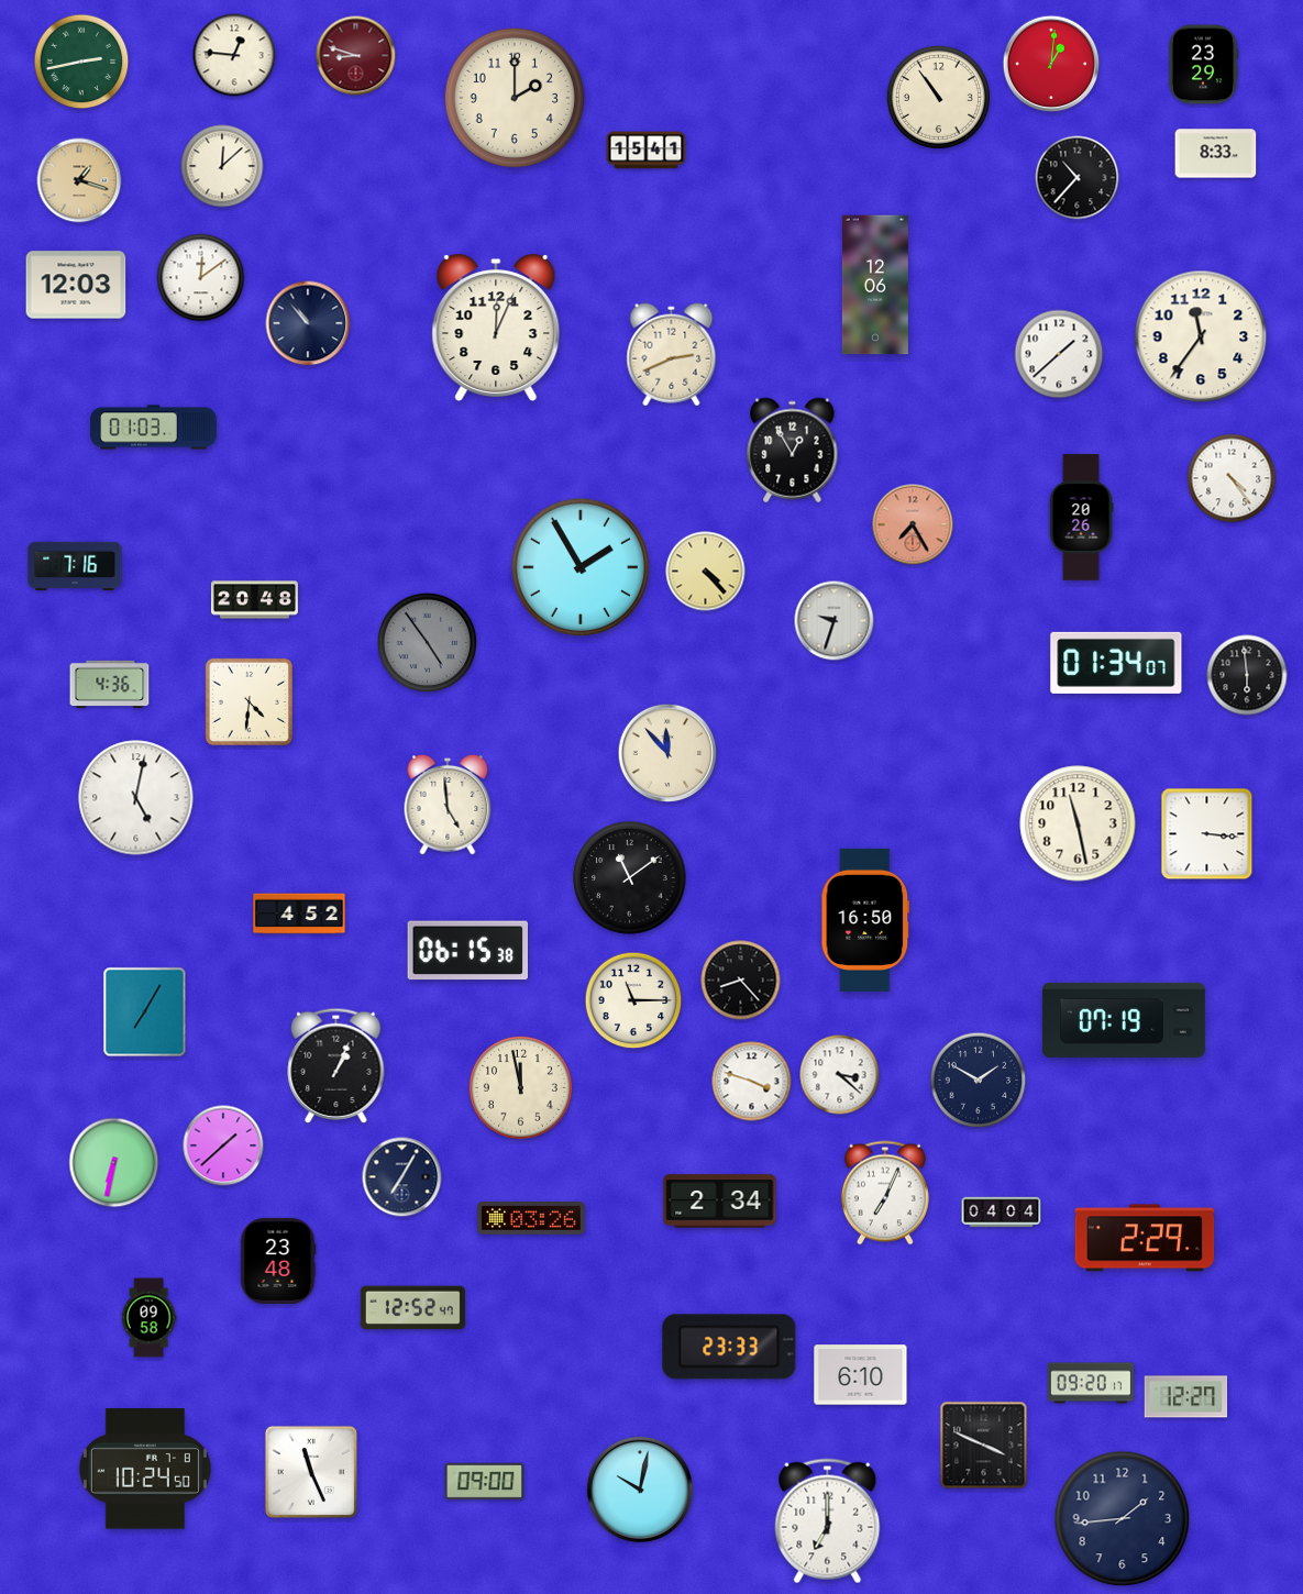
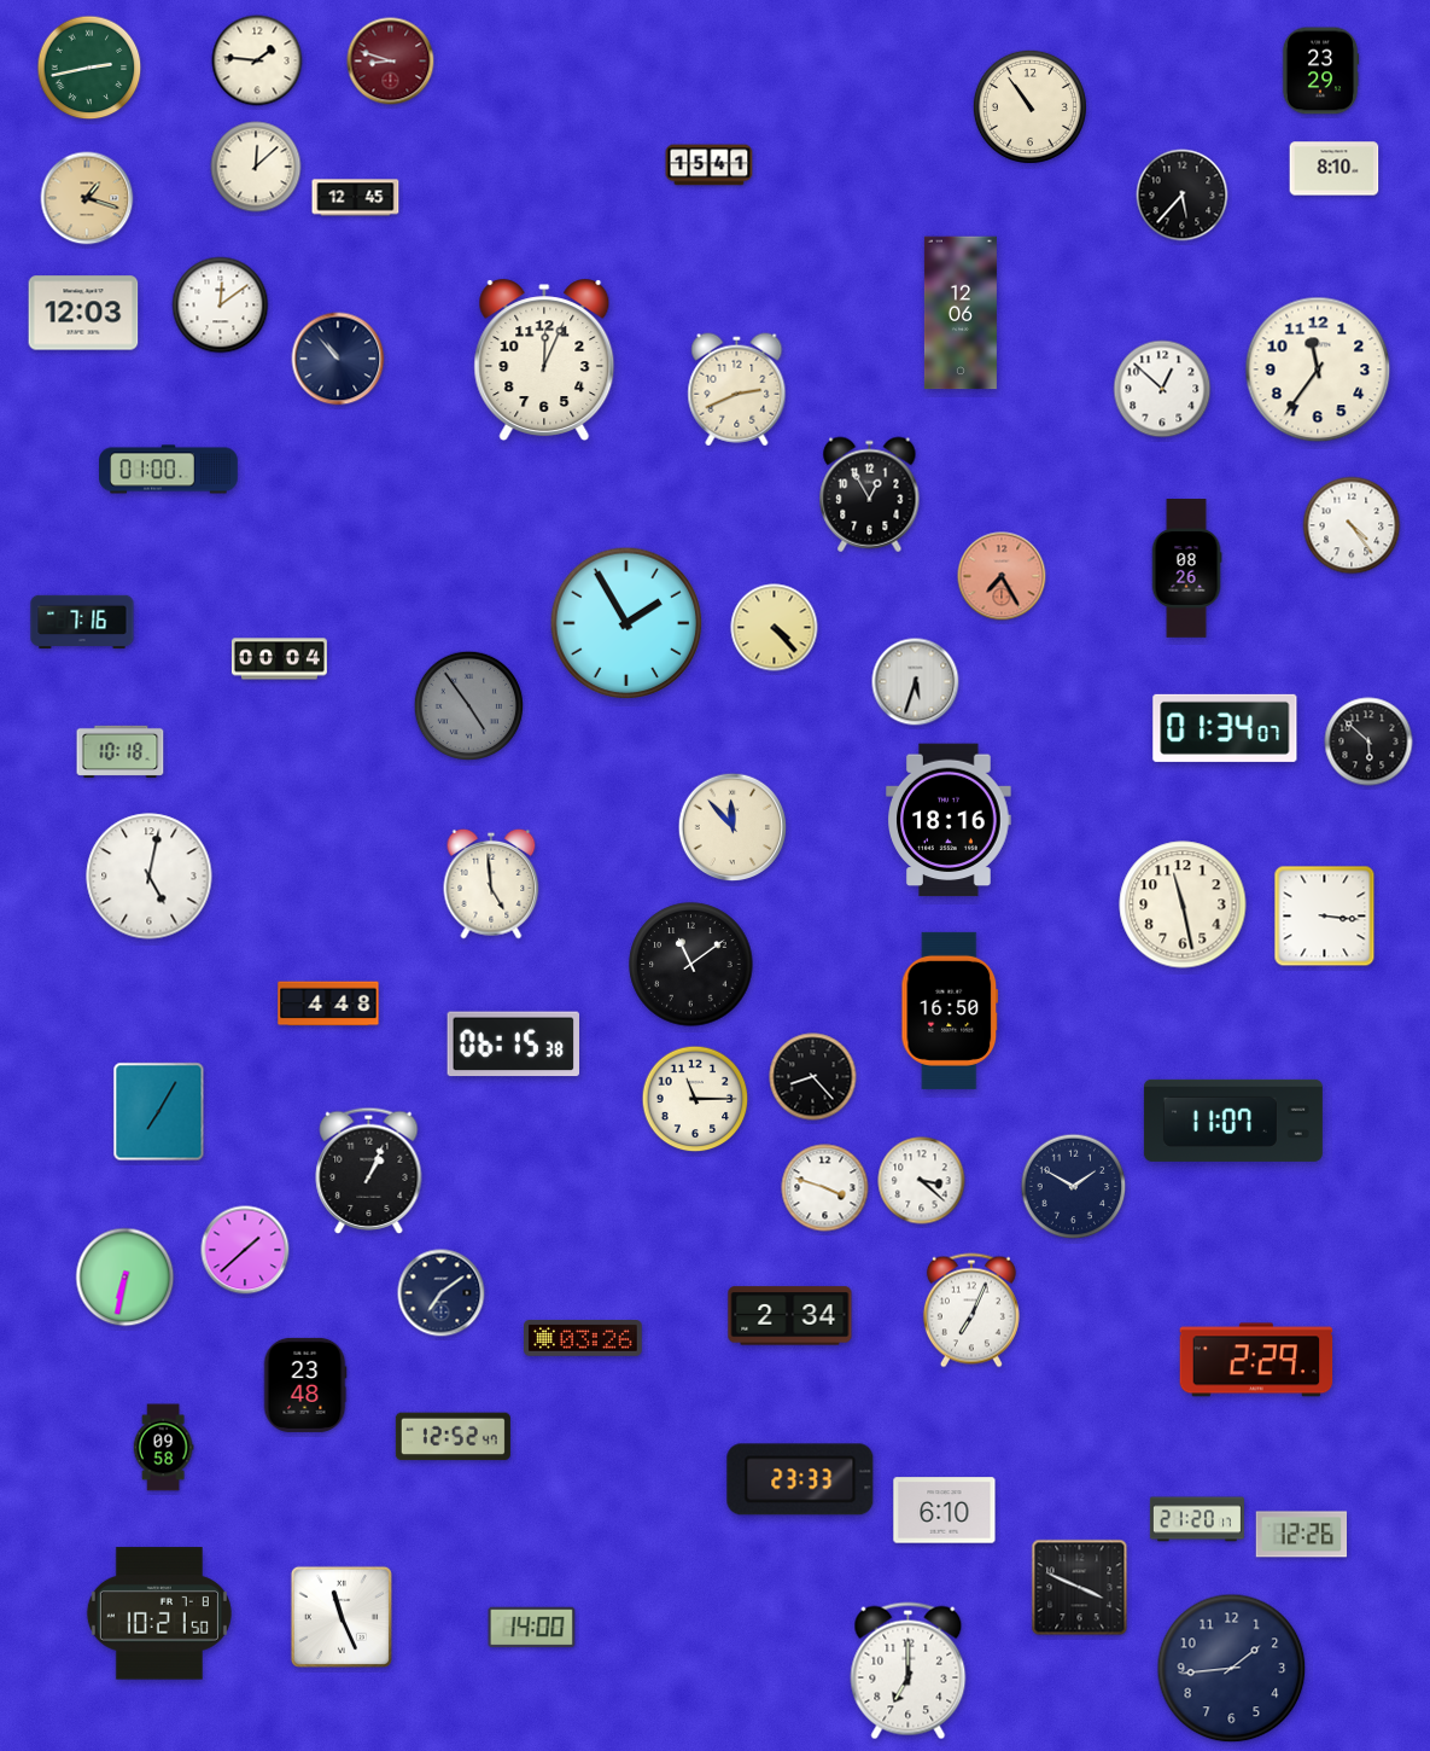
clock at (234, 55): 12:46 -> 1:46
clock at (1051, 64): 1:01 -> none
clock at (514, 97): 2:00 -> none
clock at (1216, 154): 8:33 -> 8:10
clock at (222, 166) position: (222, 166) -> (256, 167)
clock at (1078, 178): 10:37 -> 5:37
clock at (356, 198): none -> 12:45
clock at (308, 323) position: (308, 323) -> (338, 359)
clock at (1059, 354): 1:38 -> 12:52
clock at (154, 428): 01:03 -> 01:00
clock at (1081, 518): 20:26 -> 08:26
clock at (581, 567) position: (581, 567) -> (626, 623)
clock at (255, 600): 20:48 -> 00:04
clock at (835, 621): 9:33 -> 5:33
clock at (1247, 675): 5:59 -> 5:52
clock at (110, 684): 4:36 -> 10:18
clock at (249, 701): 4:31 -> none
clock at (949, 820): none -> 18:16
clock at (299, 914): 4:52 -> 4:48
clock at (1124, 1020): 07:19 -> 11:07
clock at (520, 1087): 11:58 -> none
clock at (223, 1145) position: (223, 1145) -> (245, 1250)
clock at (402, 1177): 7:05 -> 7:09
clock at (720, 1202) position: (720, 1202) -> (790, 1316)
clock at (1002, 1213): 04:04 -> none
clock at (1091, 1383): 09:20 -> 21:20
clock at (1186, 1397): 12:27 -> 12:26
clock at (145, 1469): 10:24 -> 10:21
clock at (485, 1482): 09:00 -> 14:00
clock at (640, 1490): 10:02 -> none
